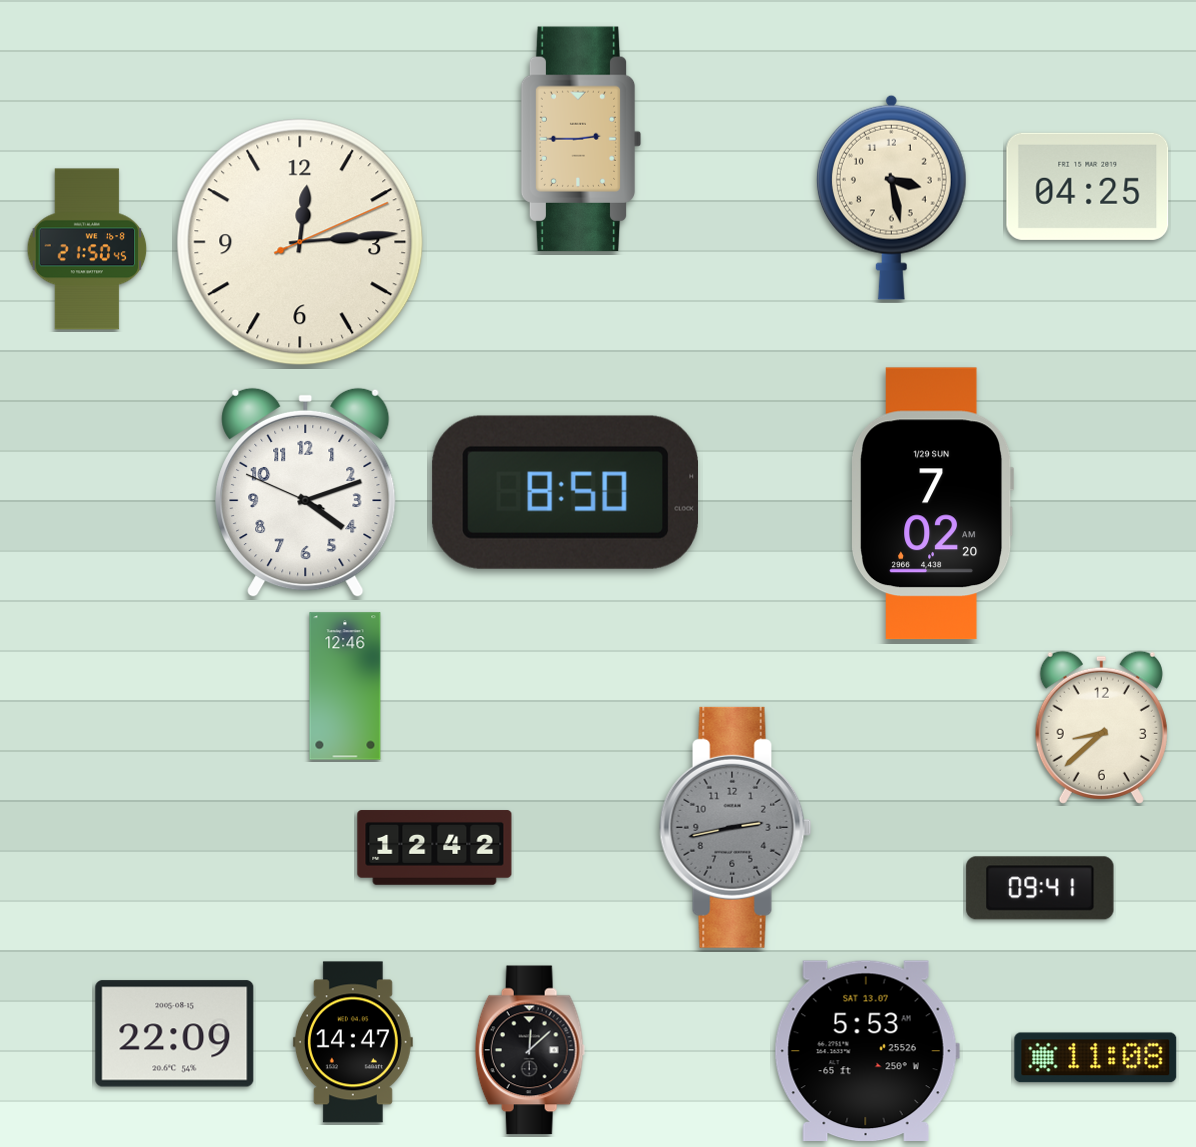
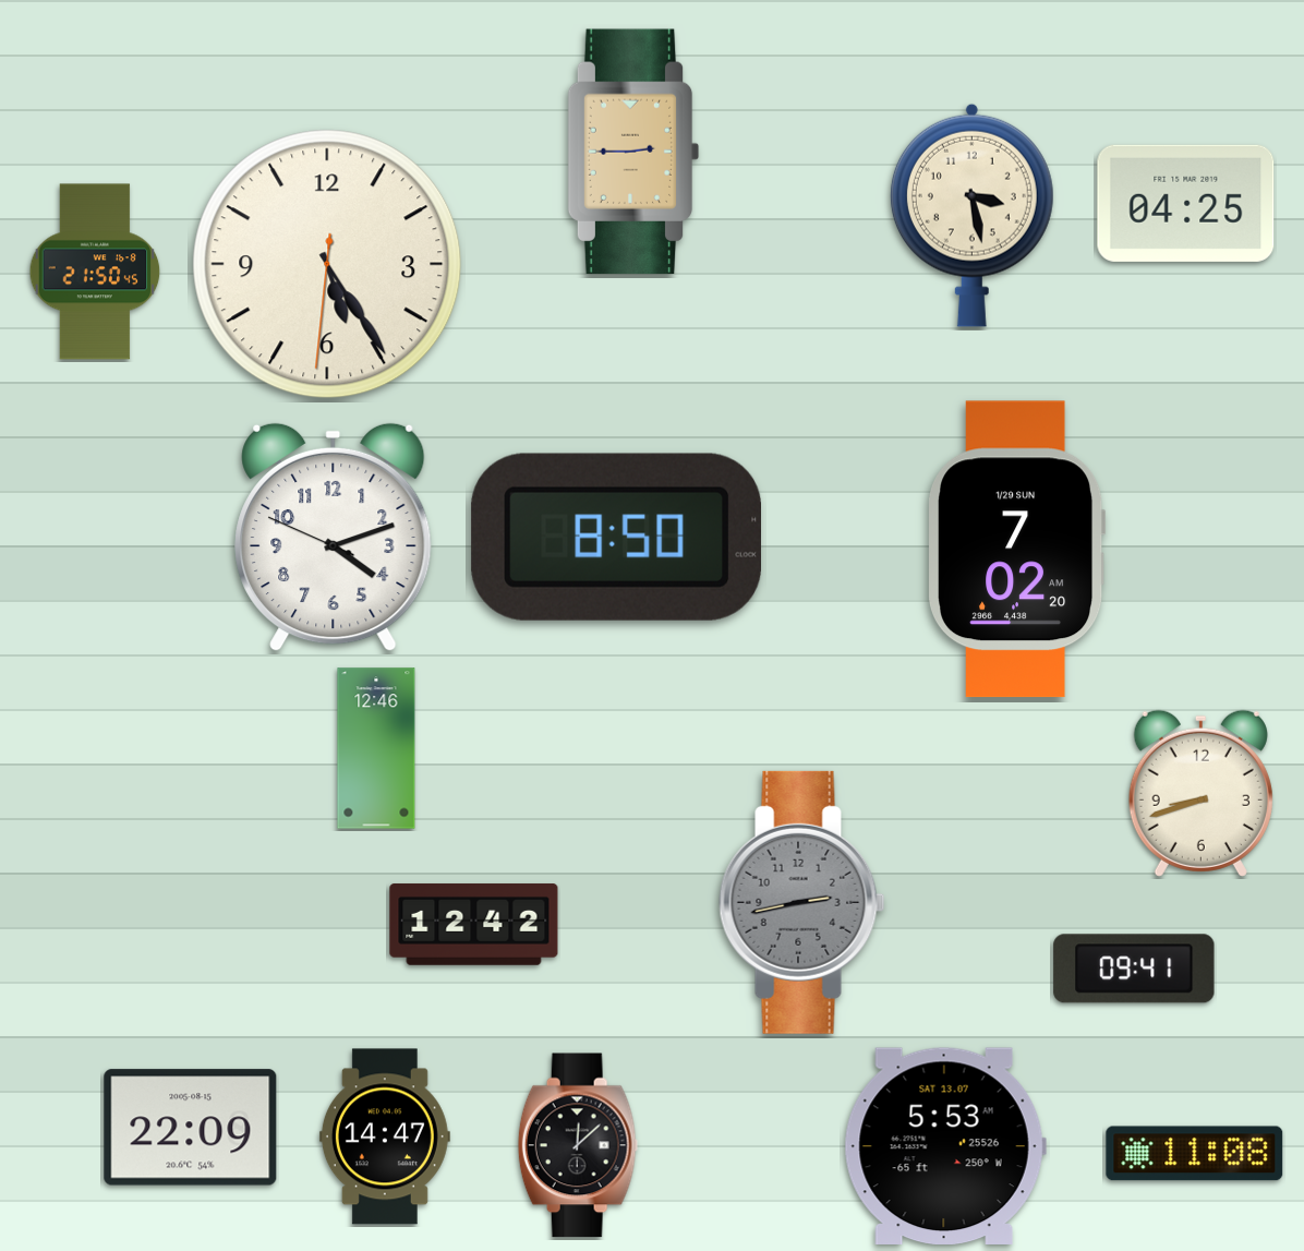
clock at (300, 242): 12:14 -> 5:24
clock at (1101, 727): 8:38 -> 8:42
